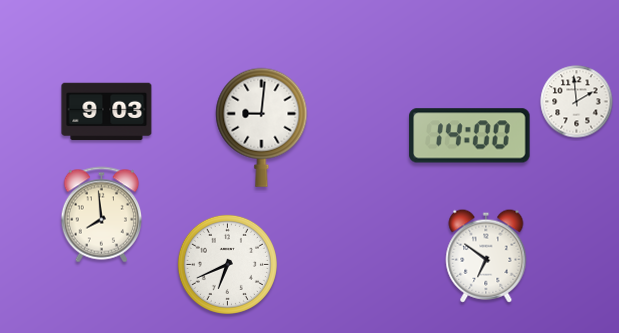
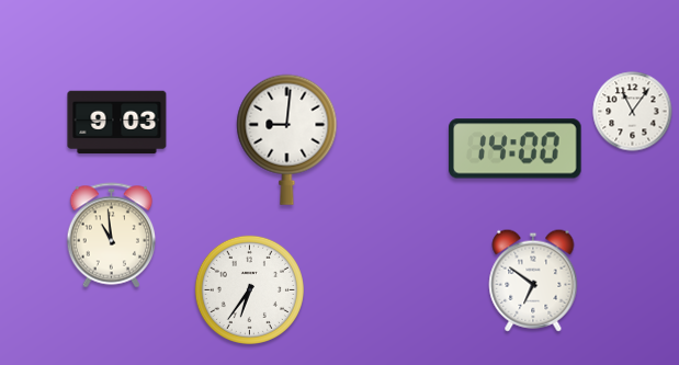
clock at (577, 102): 1:59 -> 11:06
clock at (102, 215): 7:59 -> 10:59
clock at (227, 264): 6:41 -> 6:36
